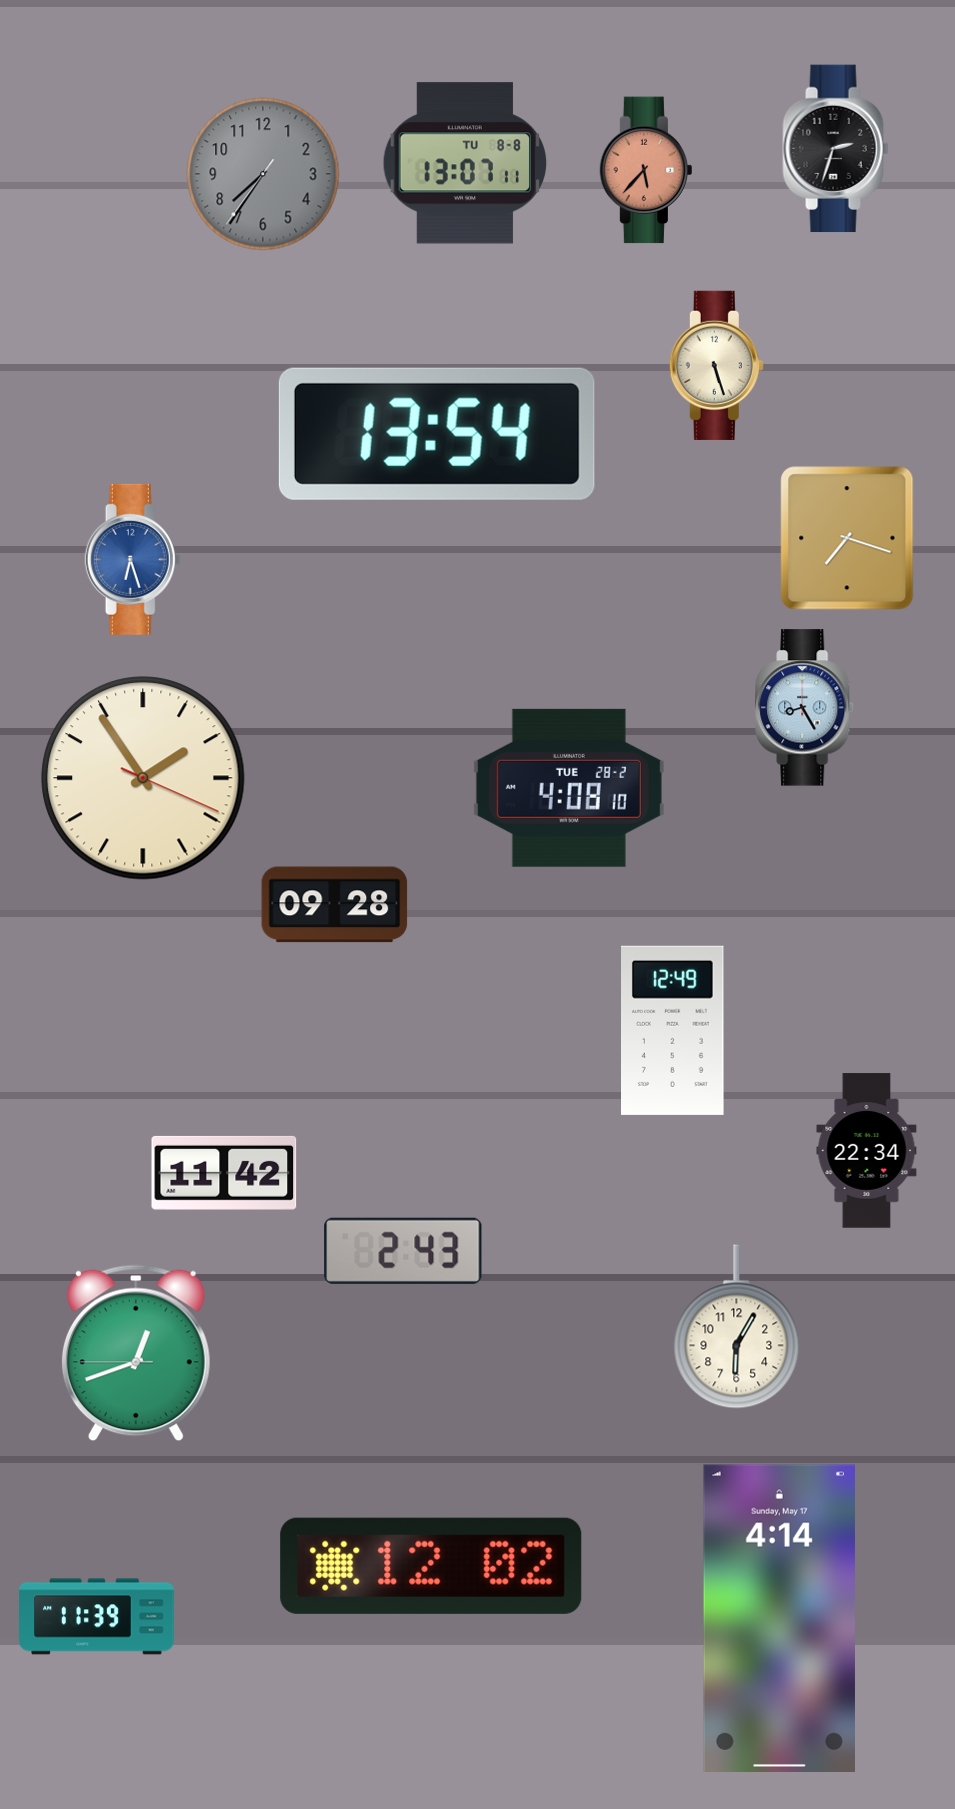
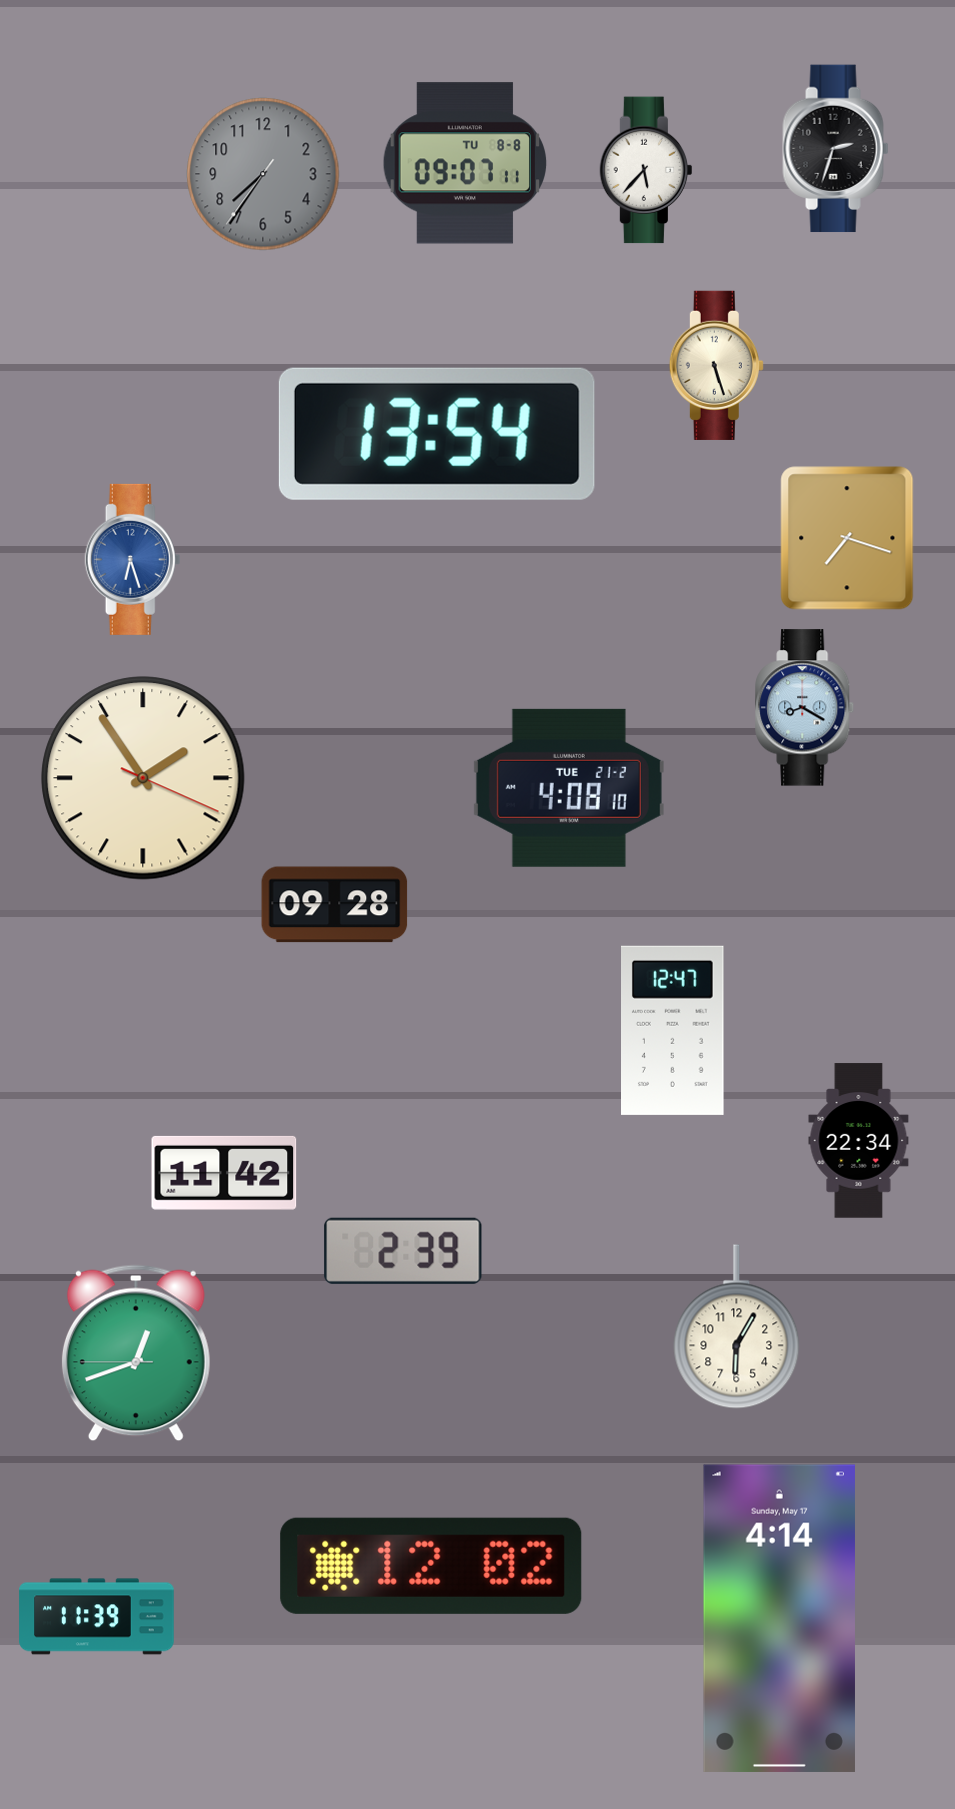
clock at (464, 163): 13:07 -> 09:07
clock at (645, 170) dial: salmon -> white
clock at (805, 708): 8:25 -> 8:20
clock at (569, 788) date: TUE 28-2 -> TUE 21-2
clock at (673, 1030): 12:49 -> 12:47
clock at (867, 1151) position: (867, 1151) -> (859, 1141)
clock at (403, 1251): 2:43 -> 2:39
